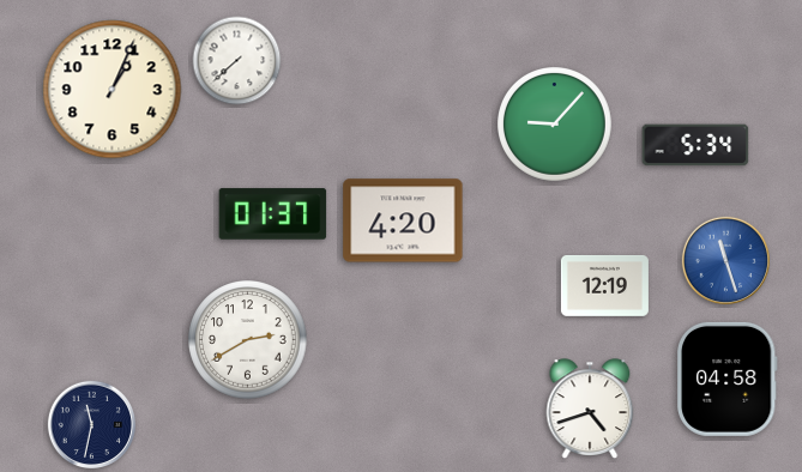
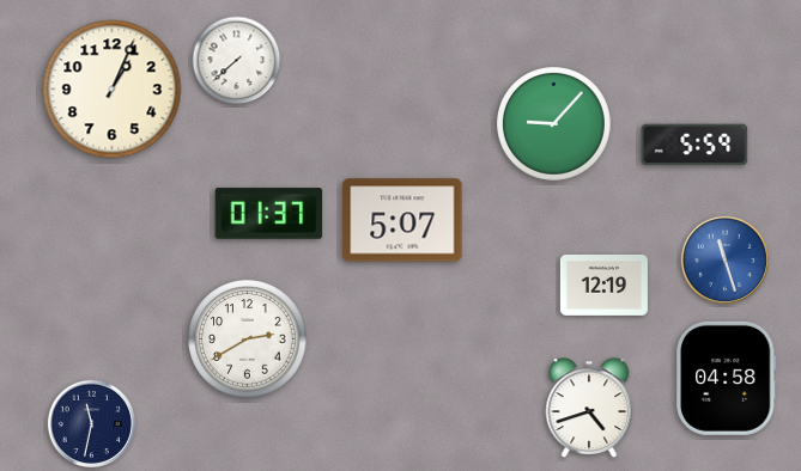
clock at (695, 145): 5:34 -> 5:59
clock at (273, 214) position: (273, 214) -> (269, 214)
clock at (403, 220): 4:20 -> 5:07
